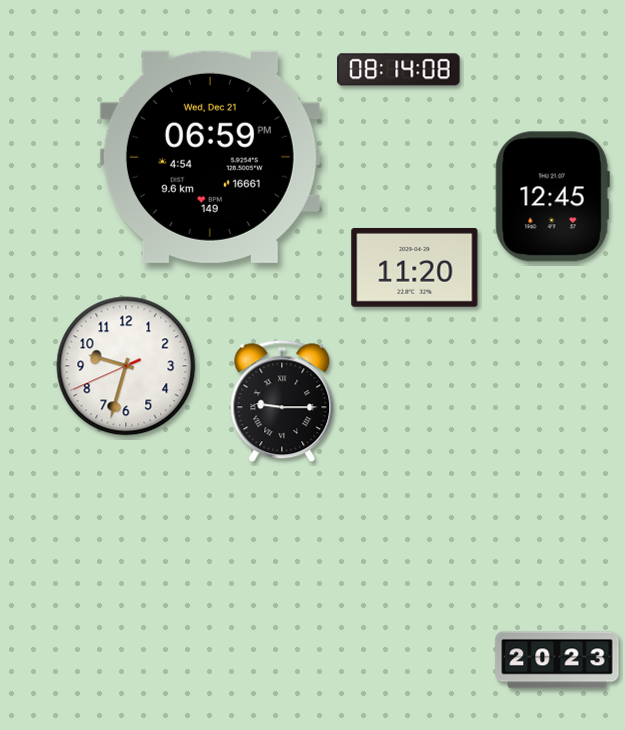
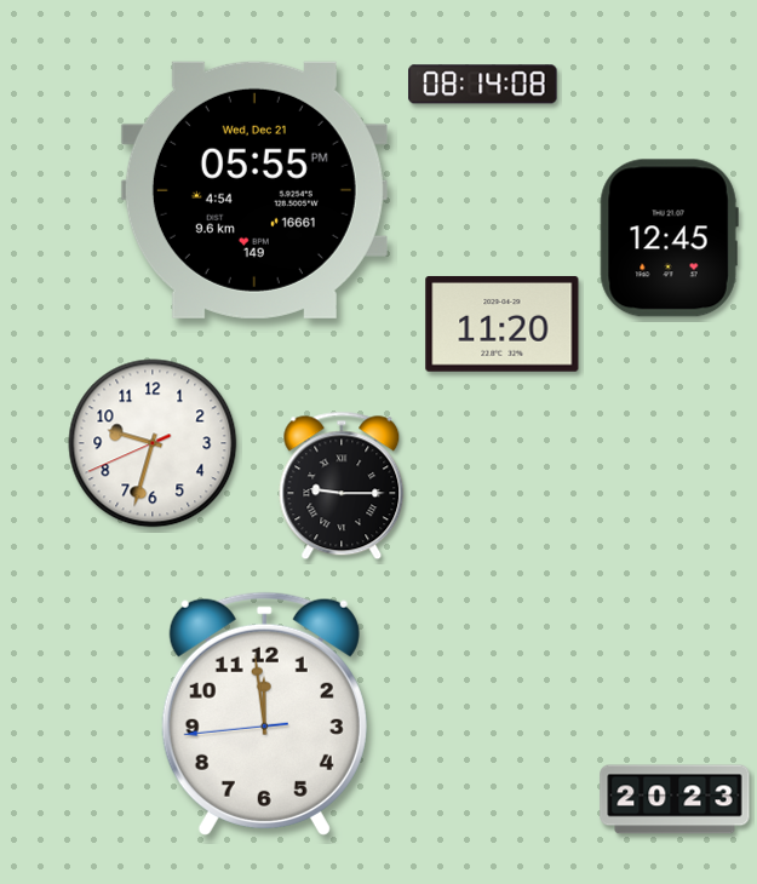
clock at (210, 157): 06:59 -> 05:55
clock at (264, 713): none -> 11:58
